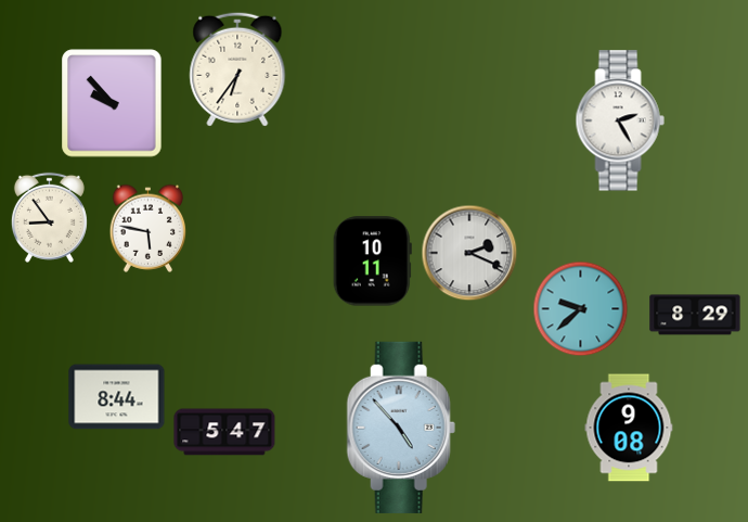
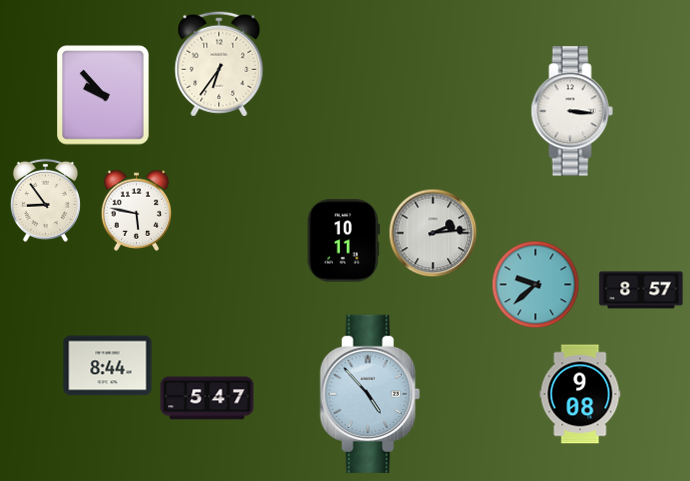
clock at (620, 120): 2:25 -> 3:16
clock at (469, 253): 2:19 -> 2:14
clock at (695, 315): 8:29 -> 8:57
